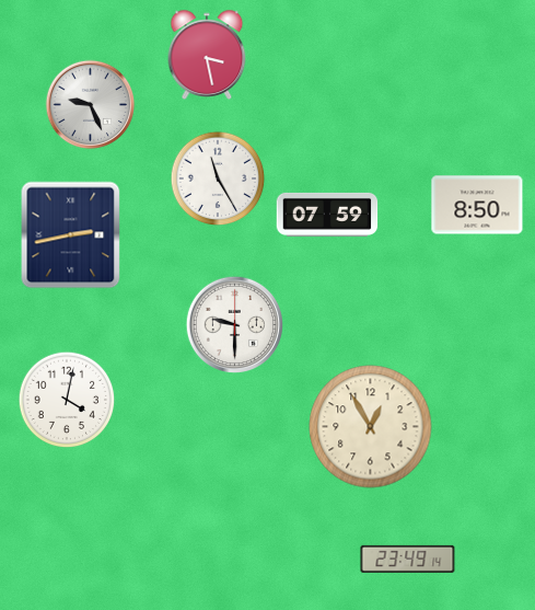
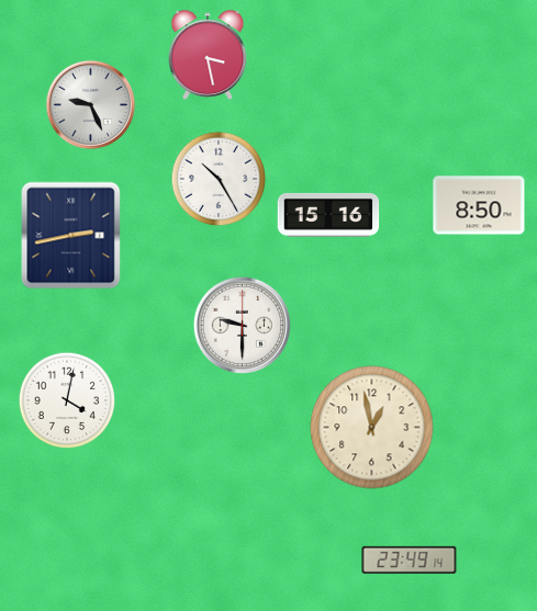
clock at (218, 179): 11:25 -> 10:25
clock at (327, 215): 07:59 -> 15:16
clock at (234, 324) position: (234, 324) -> (242, 325)
clock at (371, 427): 12:55 -> 12:58
